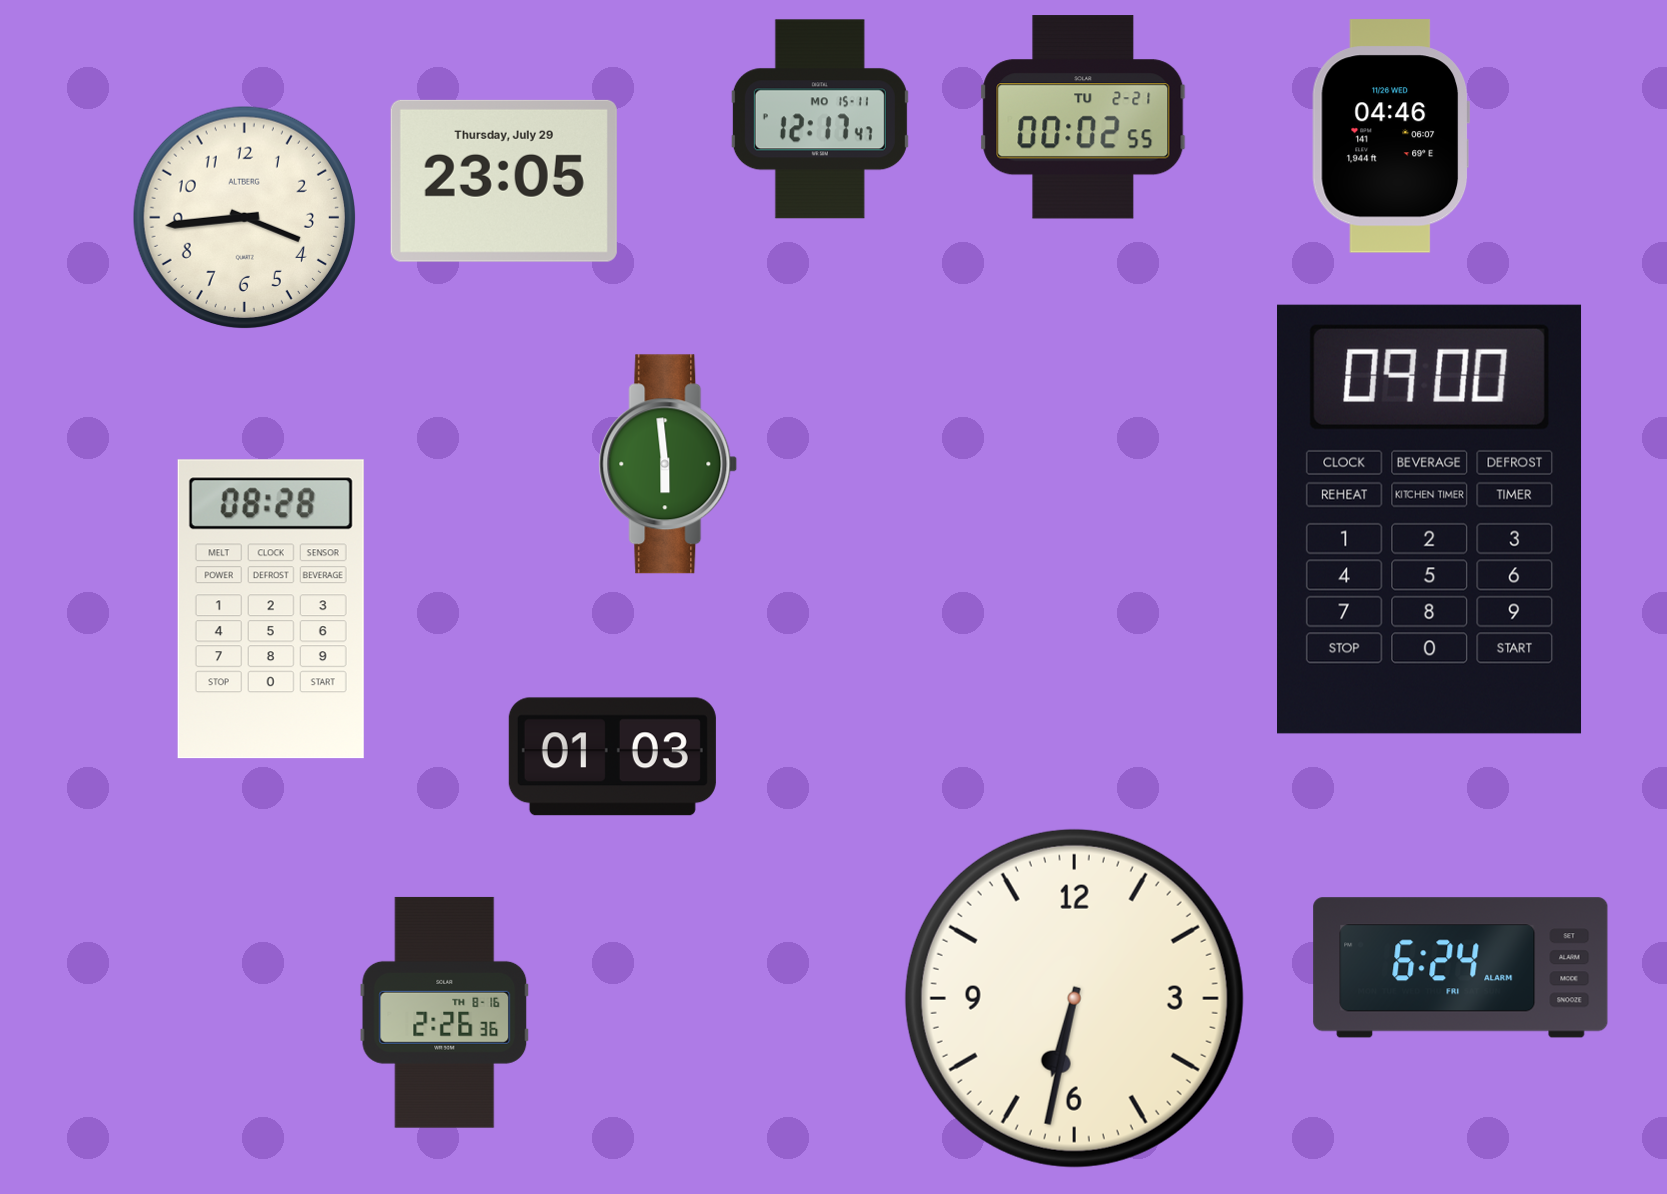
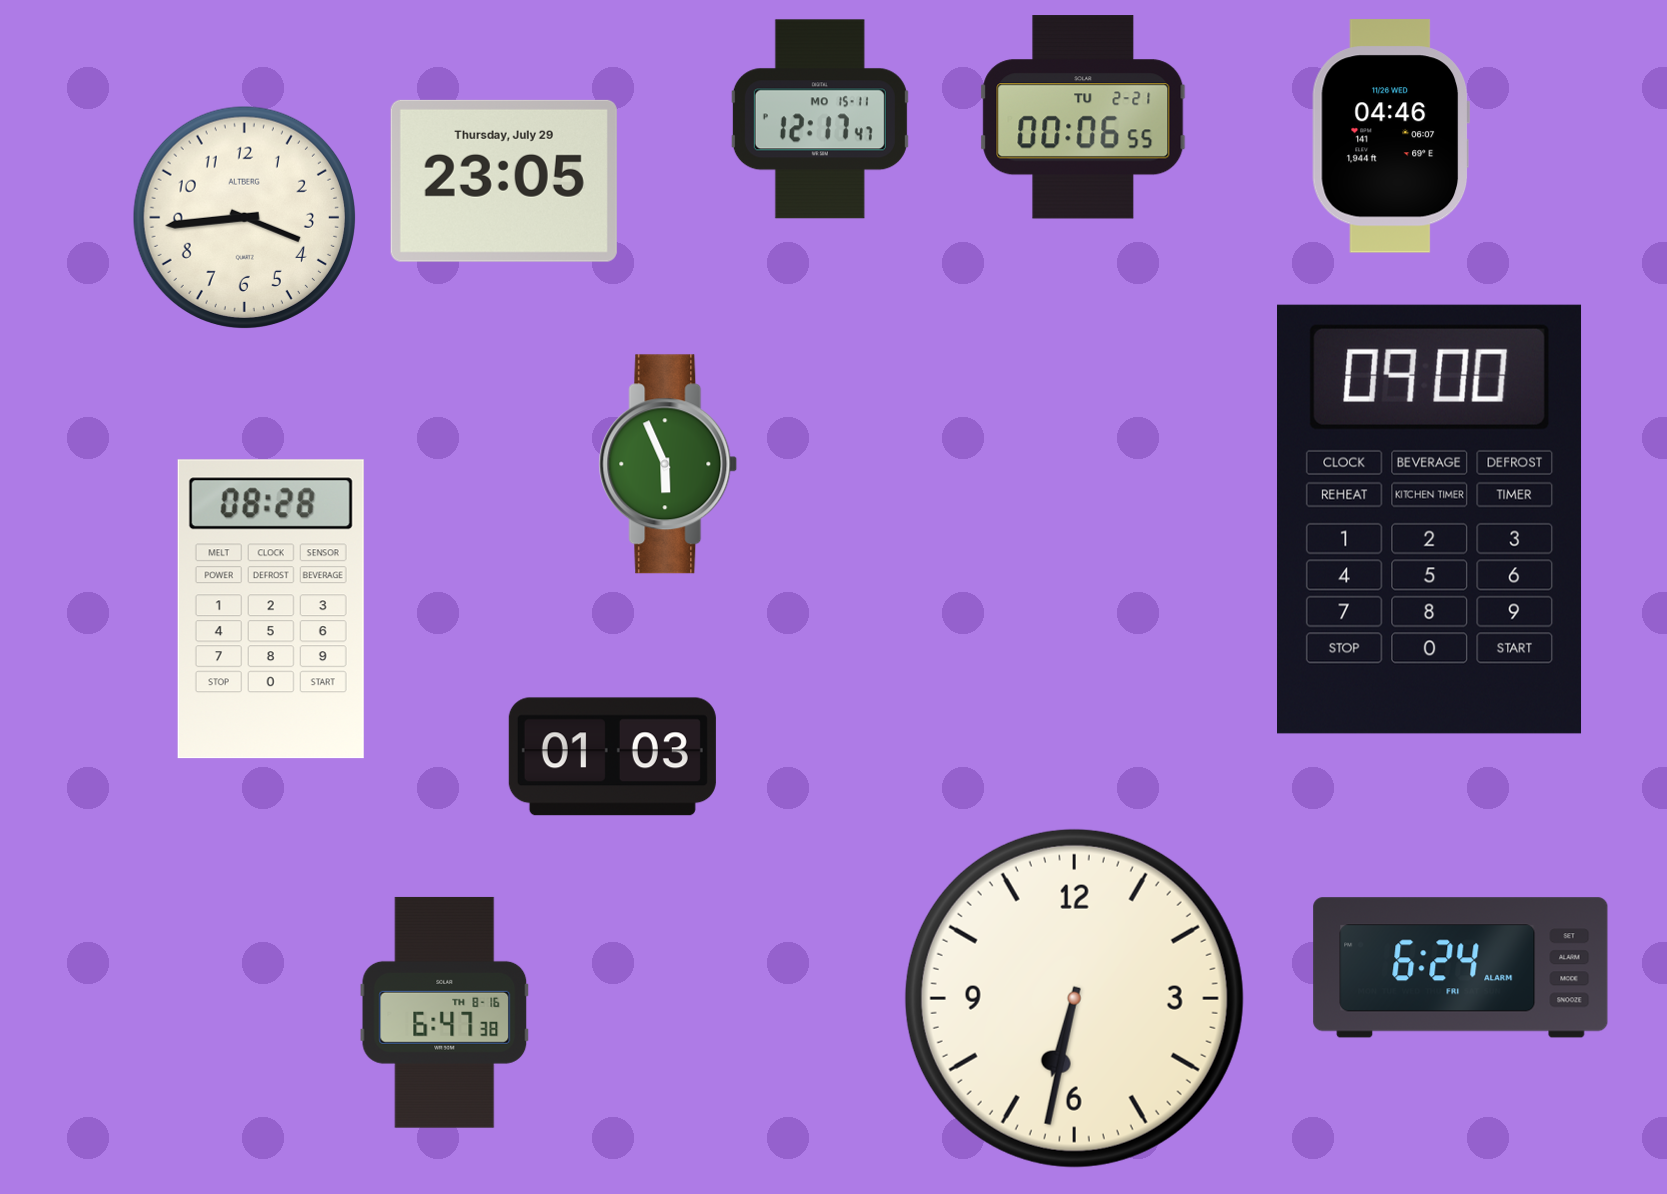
clock at (1083, 117): 00:02 -> 00:06
clock at (668, 464): 5:59 -> 5:56
clock at (445, 1012): 2:26 -> 6:47
